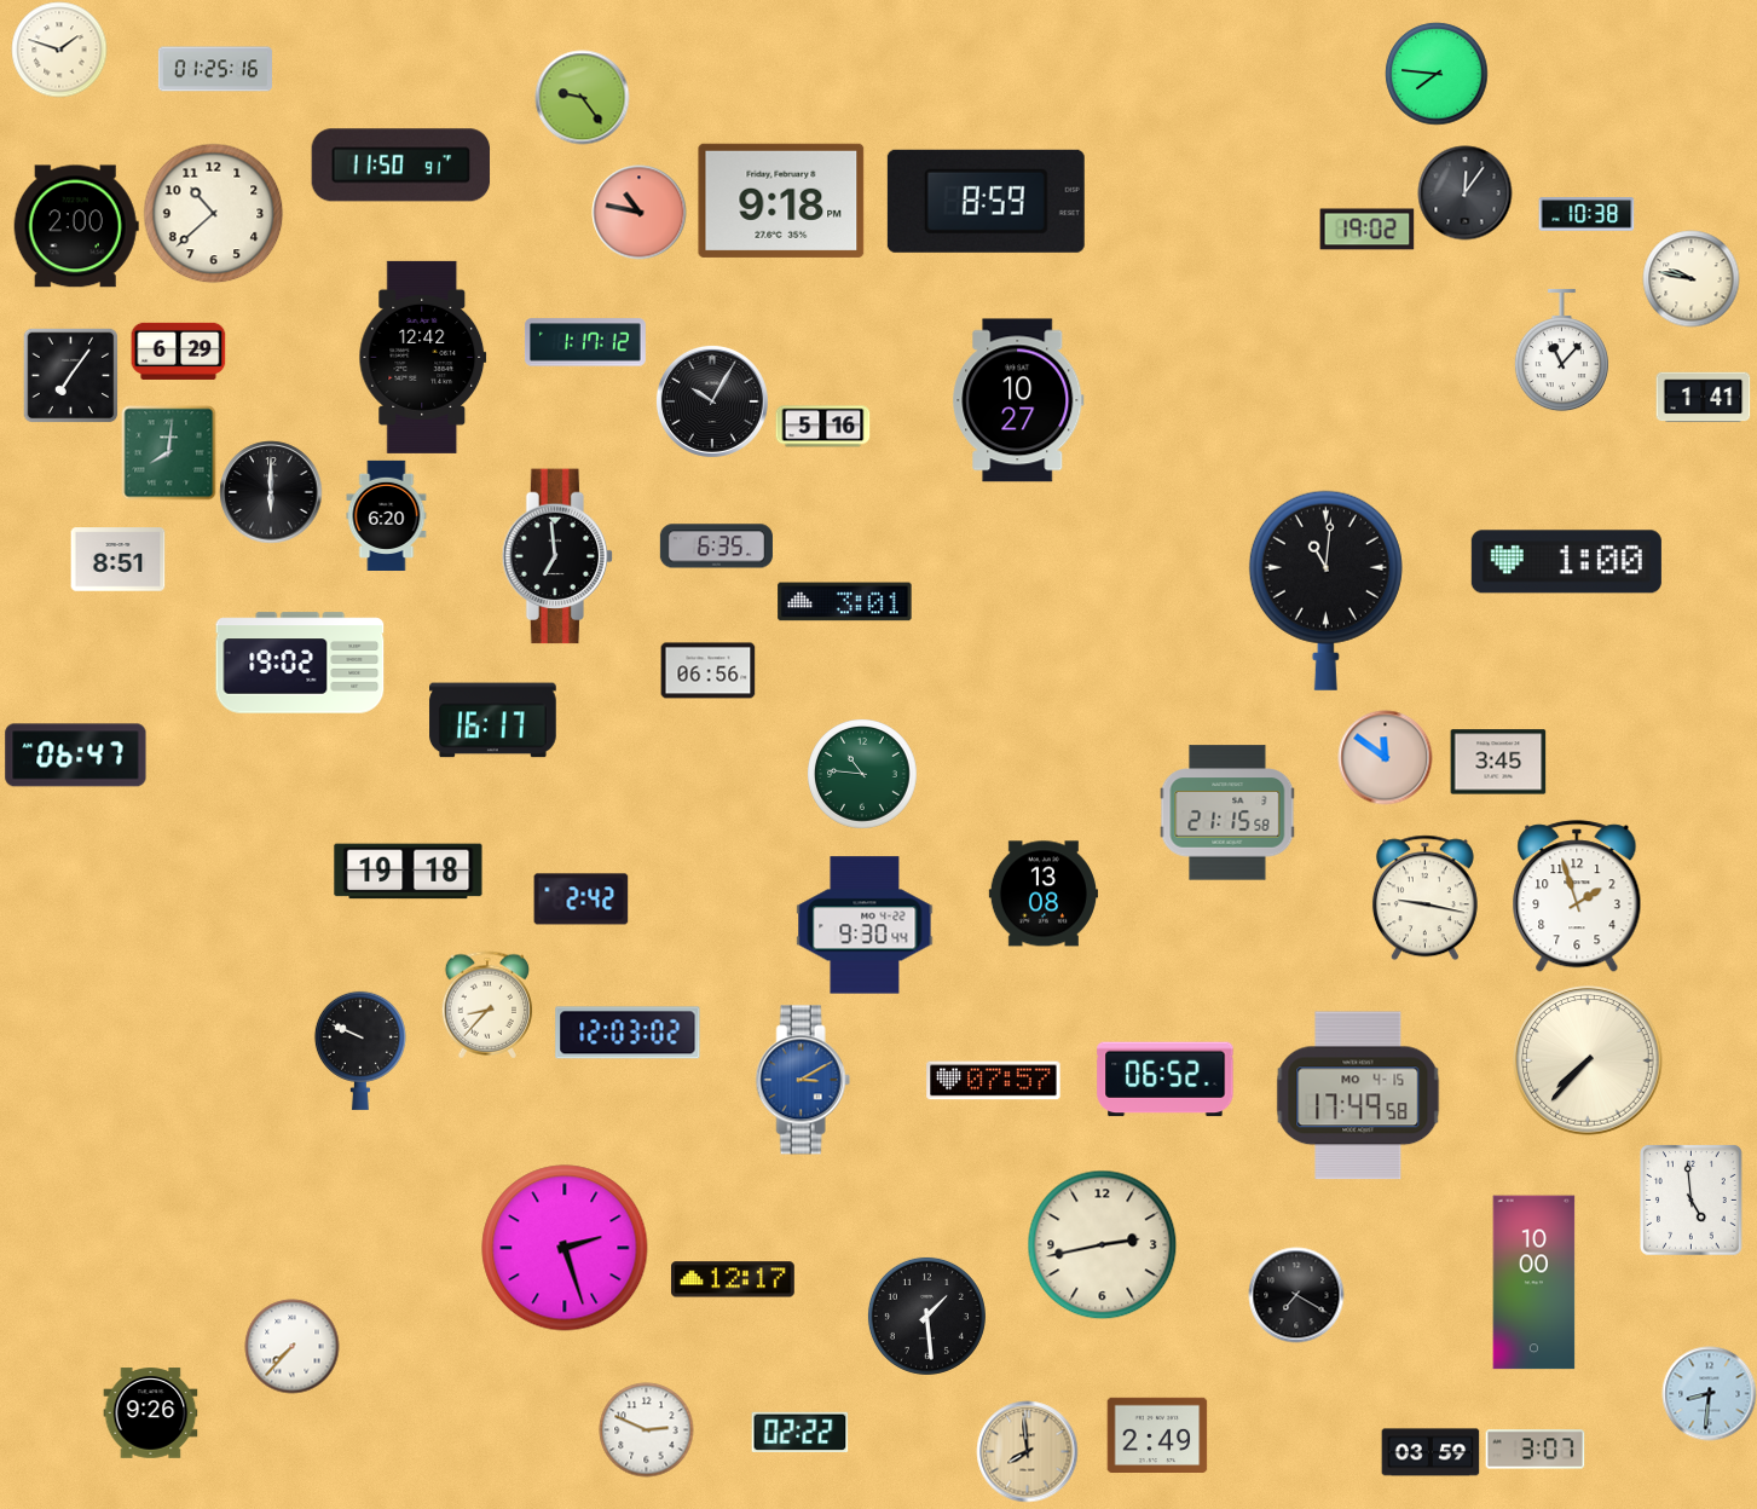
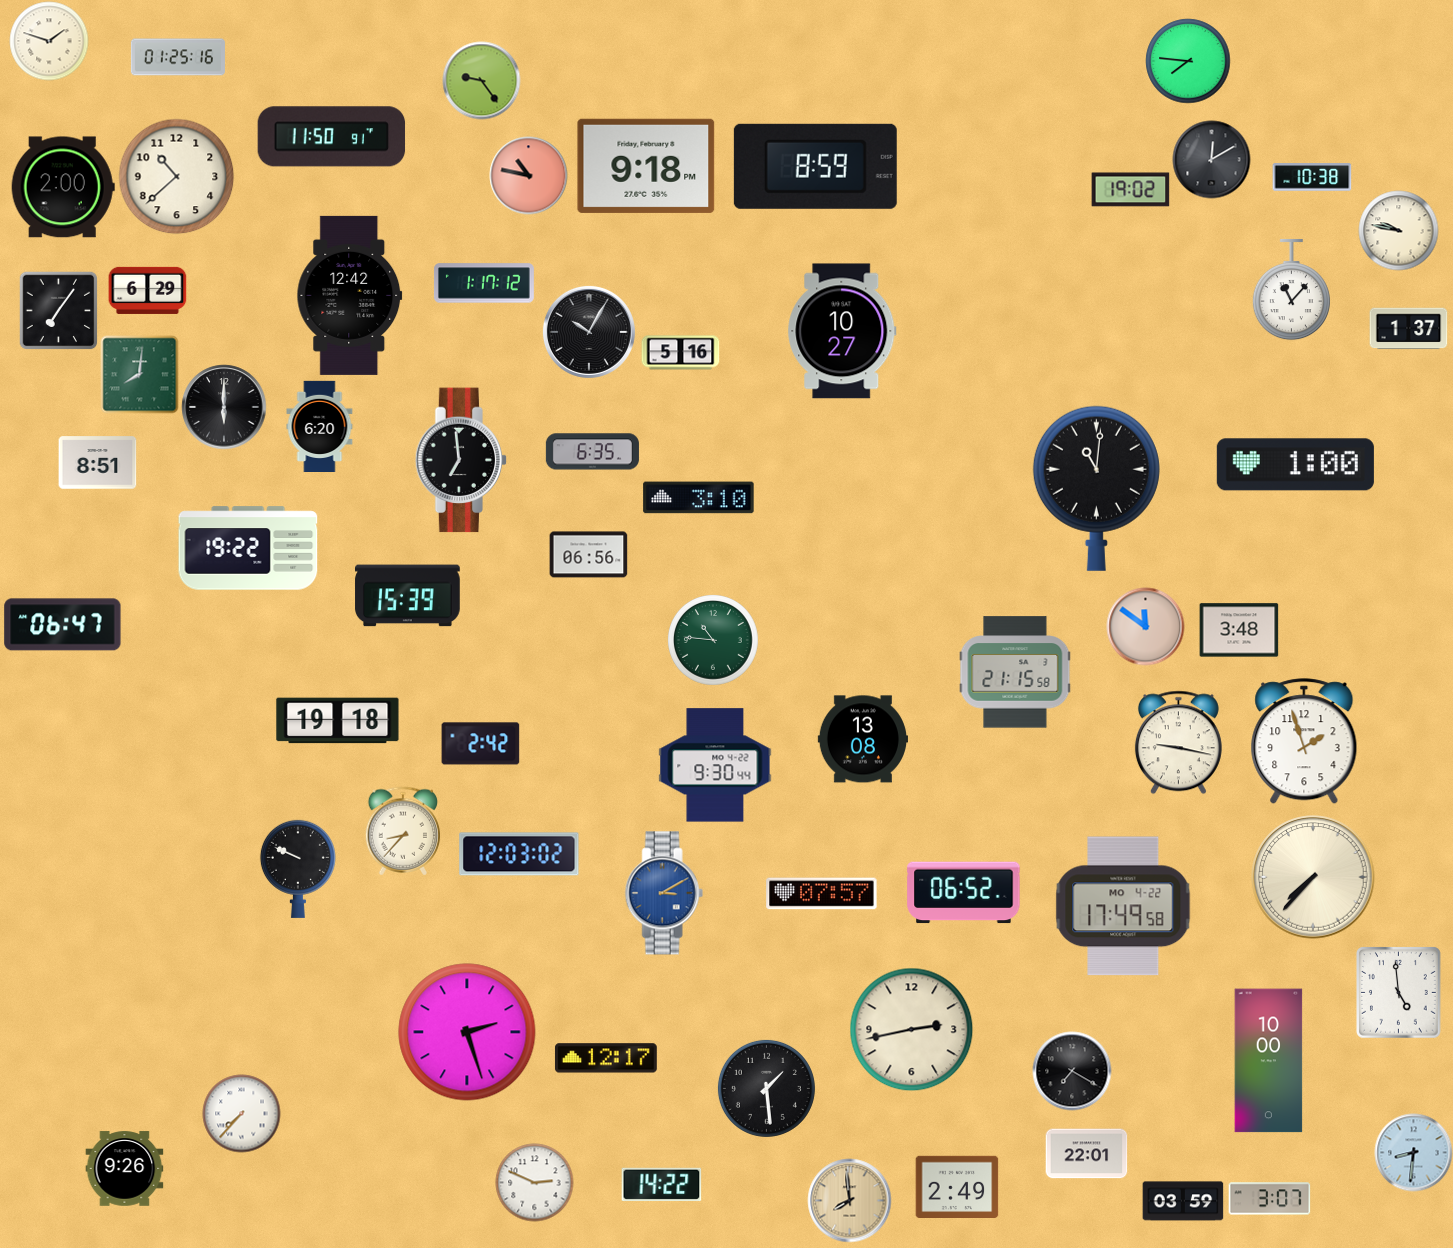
clock at (1464, 192): 12:06 -> 12:10
clock at (1703, 398): 1:41 -> 1:37
clock at (845, 602): 3:01 -> 3:10
clock at (300, 663): 19:02 -> 19:22
clock at (707, 671) position: (707, 671) -> (588, 555)
clock at (493, 721): 16:17 -> 15:39
clock at (1498, 762): 3:45 -> 3:48
clock at (1358, 1095) date: MO 4-15 -> MO 4-22
clock at (1086, 1154): none -> 22:01
clock at (799, 1432): 02:22 -> 14:22
